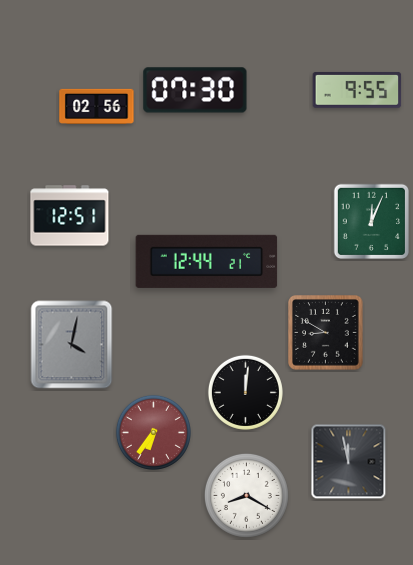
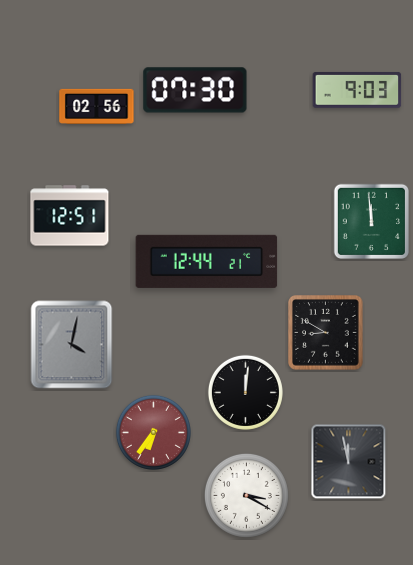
clock at (357, 90): 9:55 -> 9:03
clock at (371, 221): 12:04 -> 11:59
clock at (246, 495): 8:20 -> 3:20
